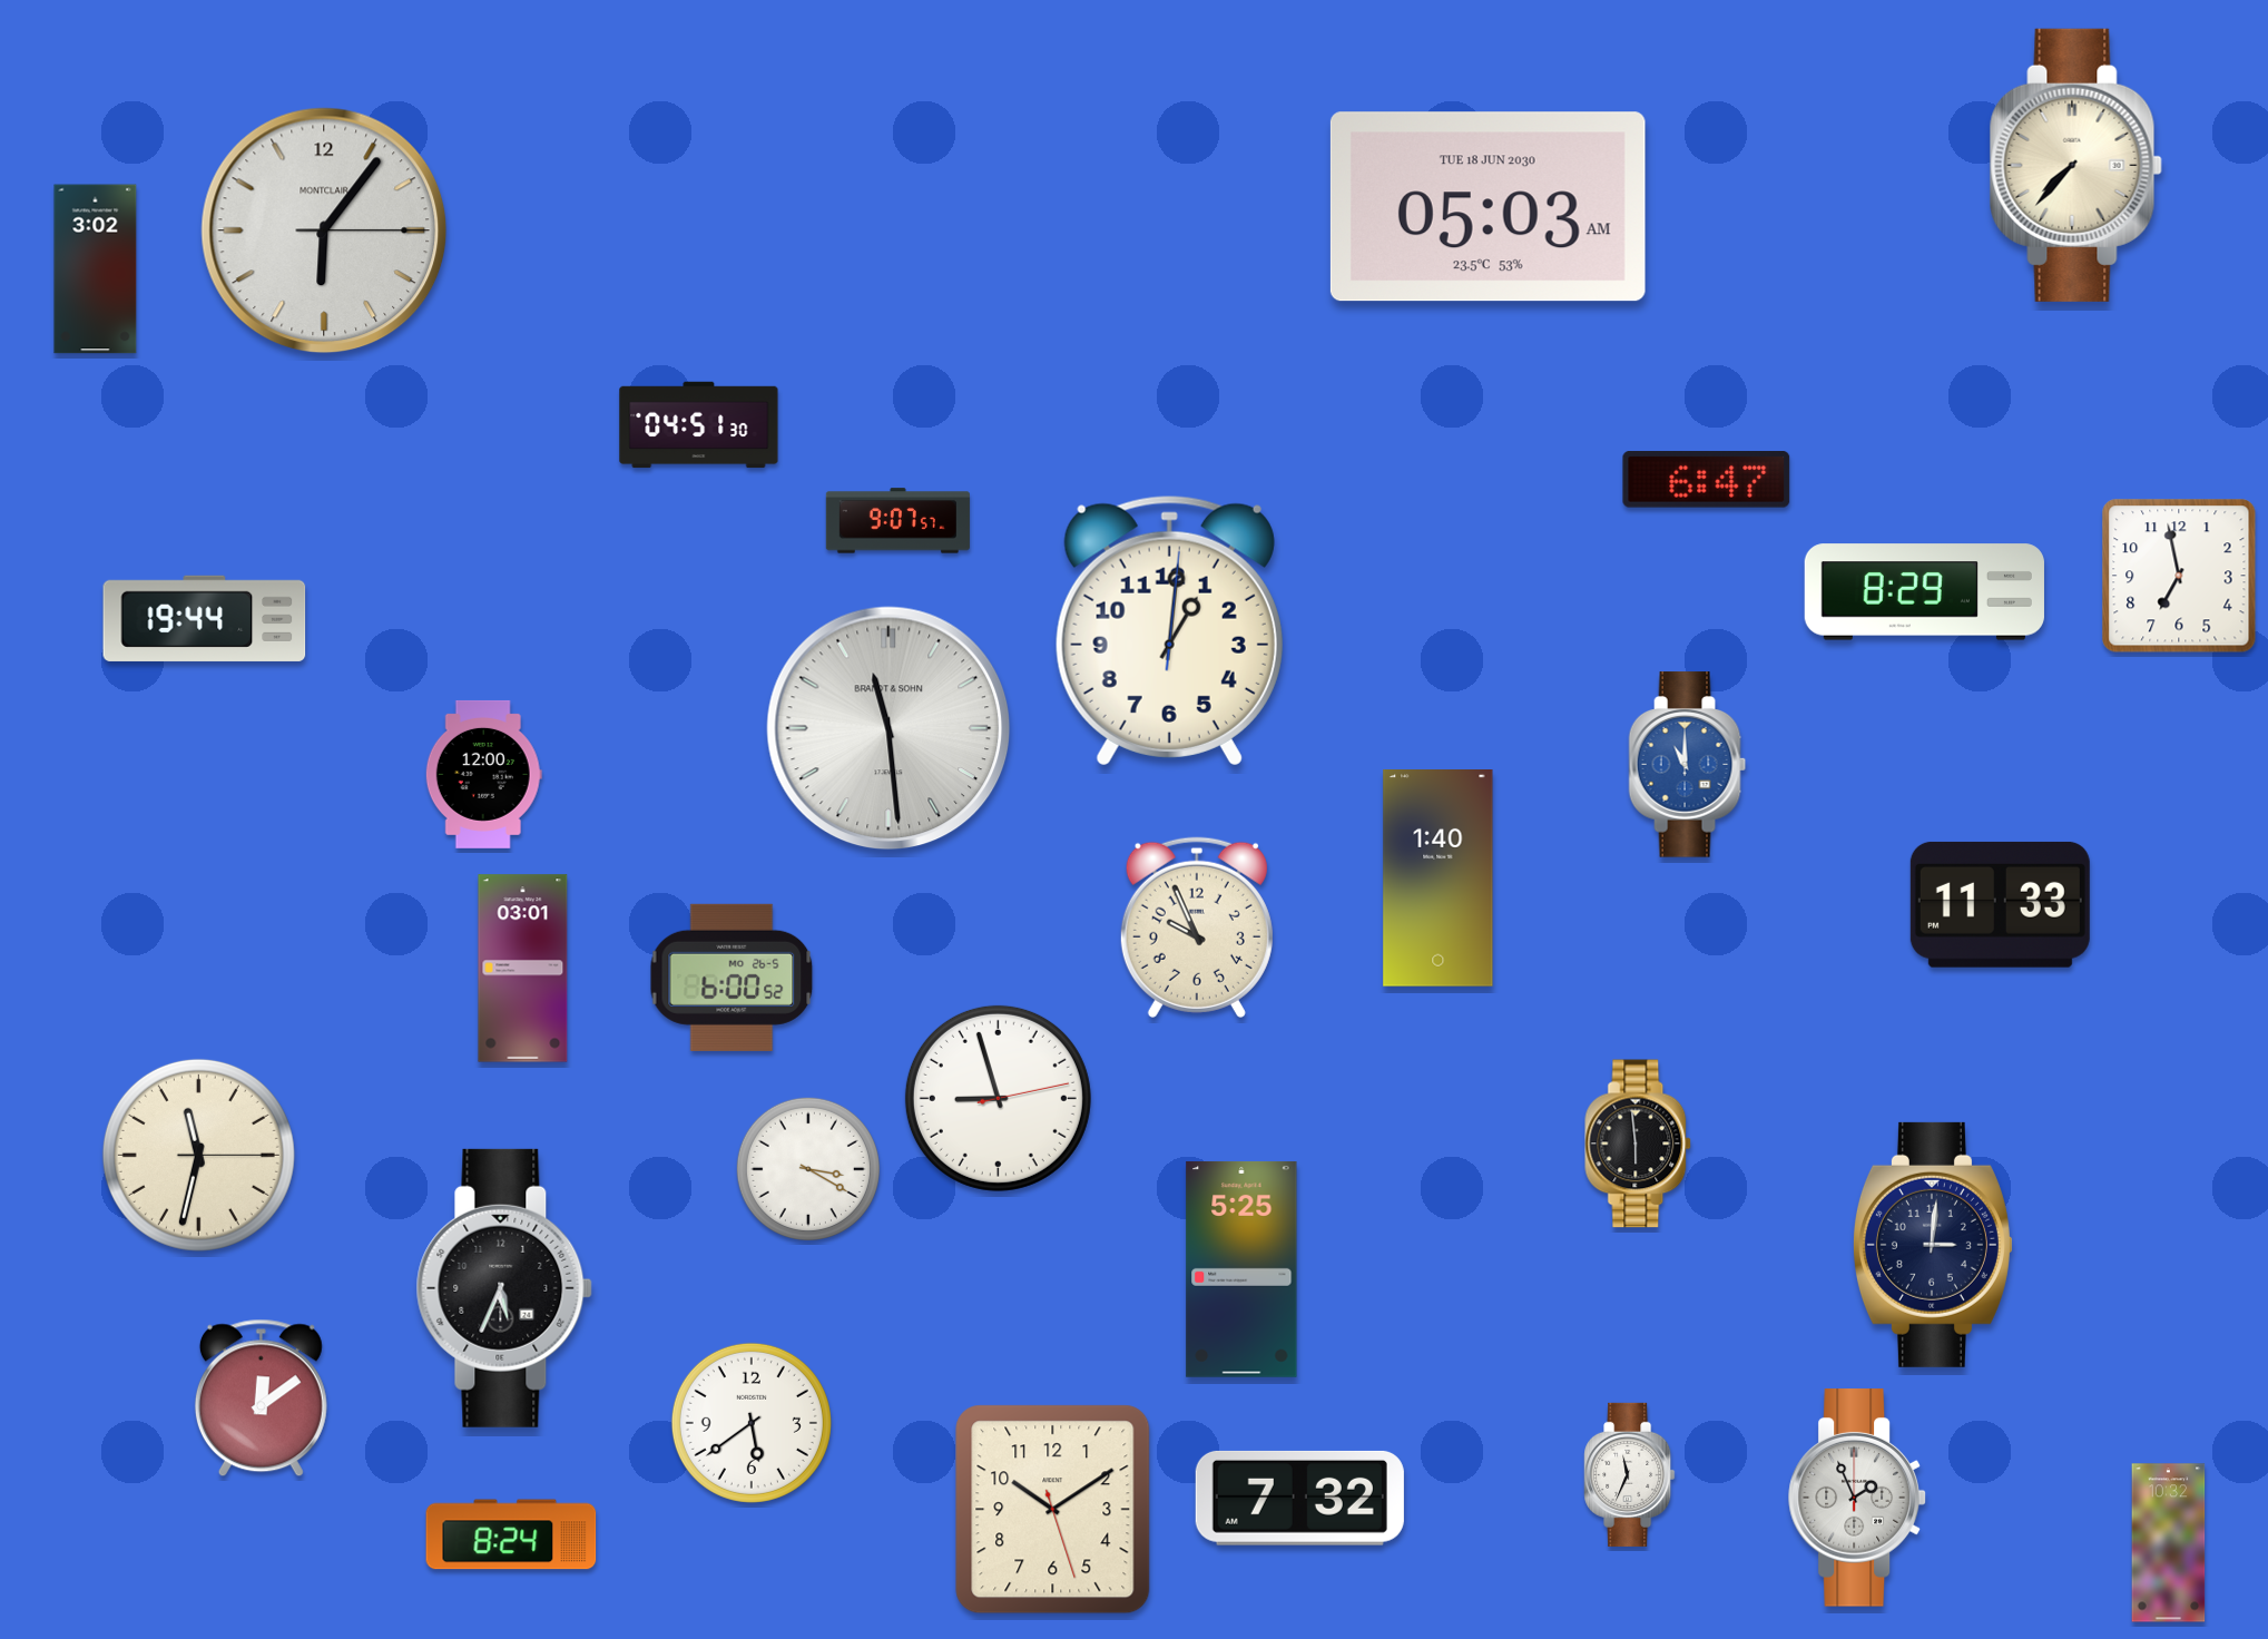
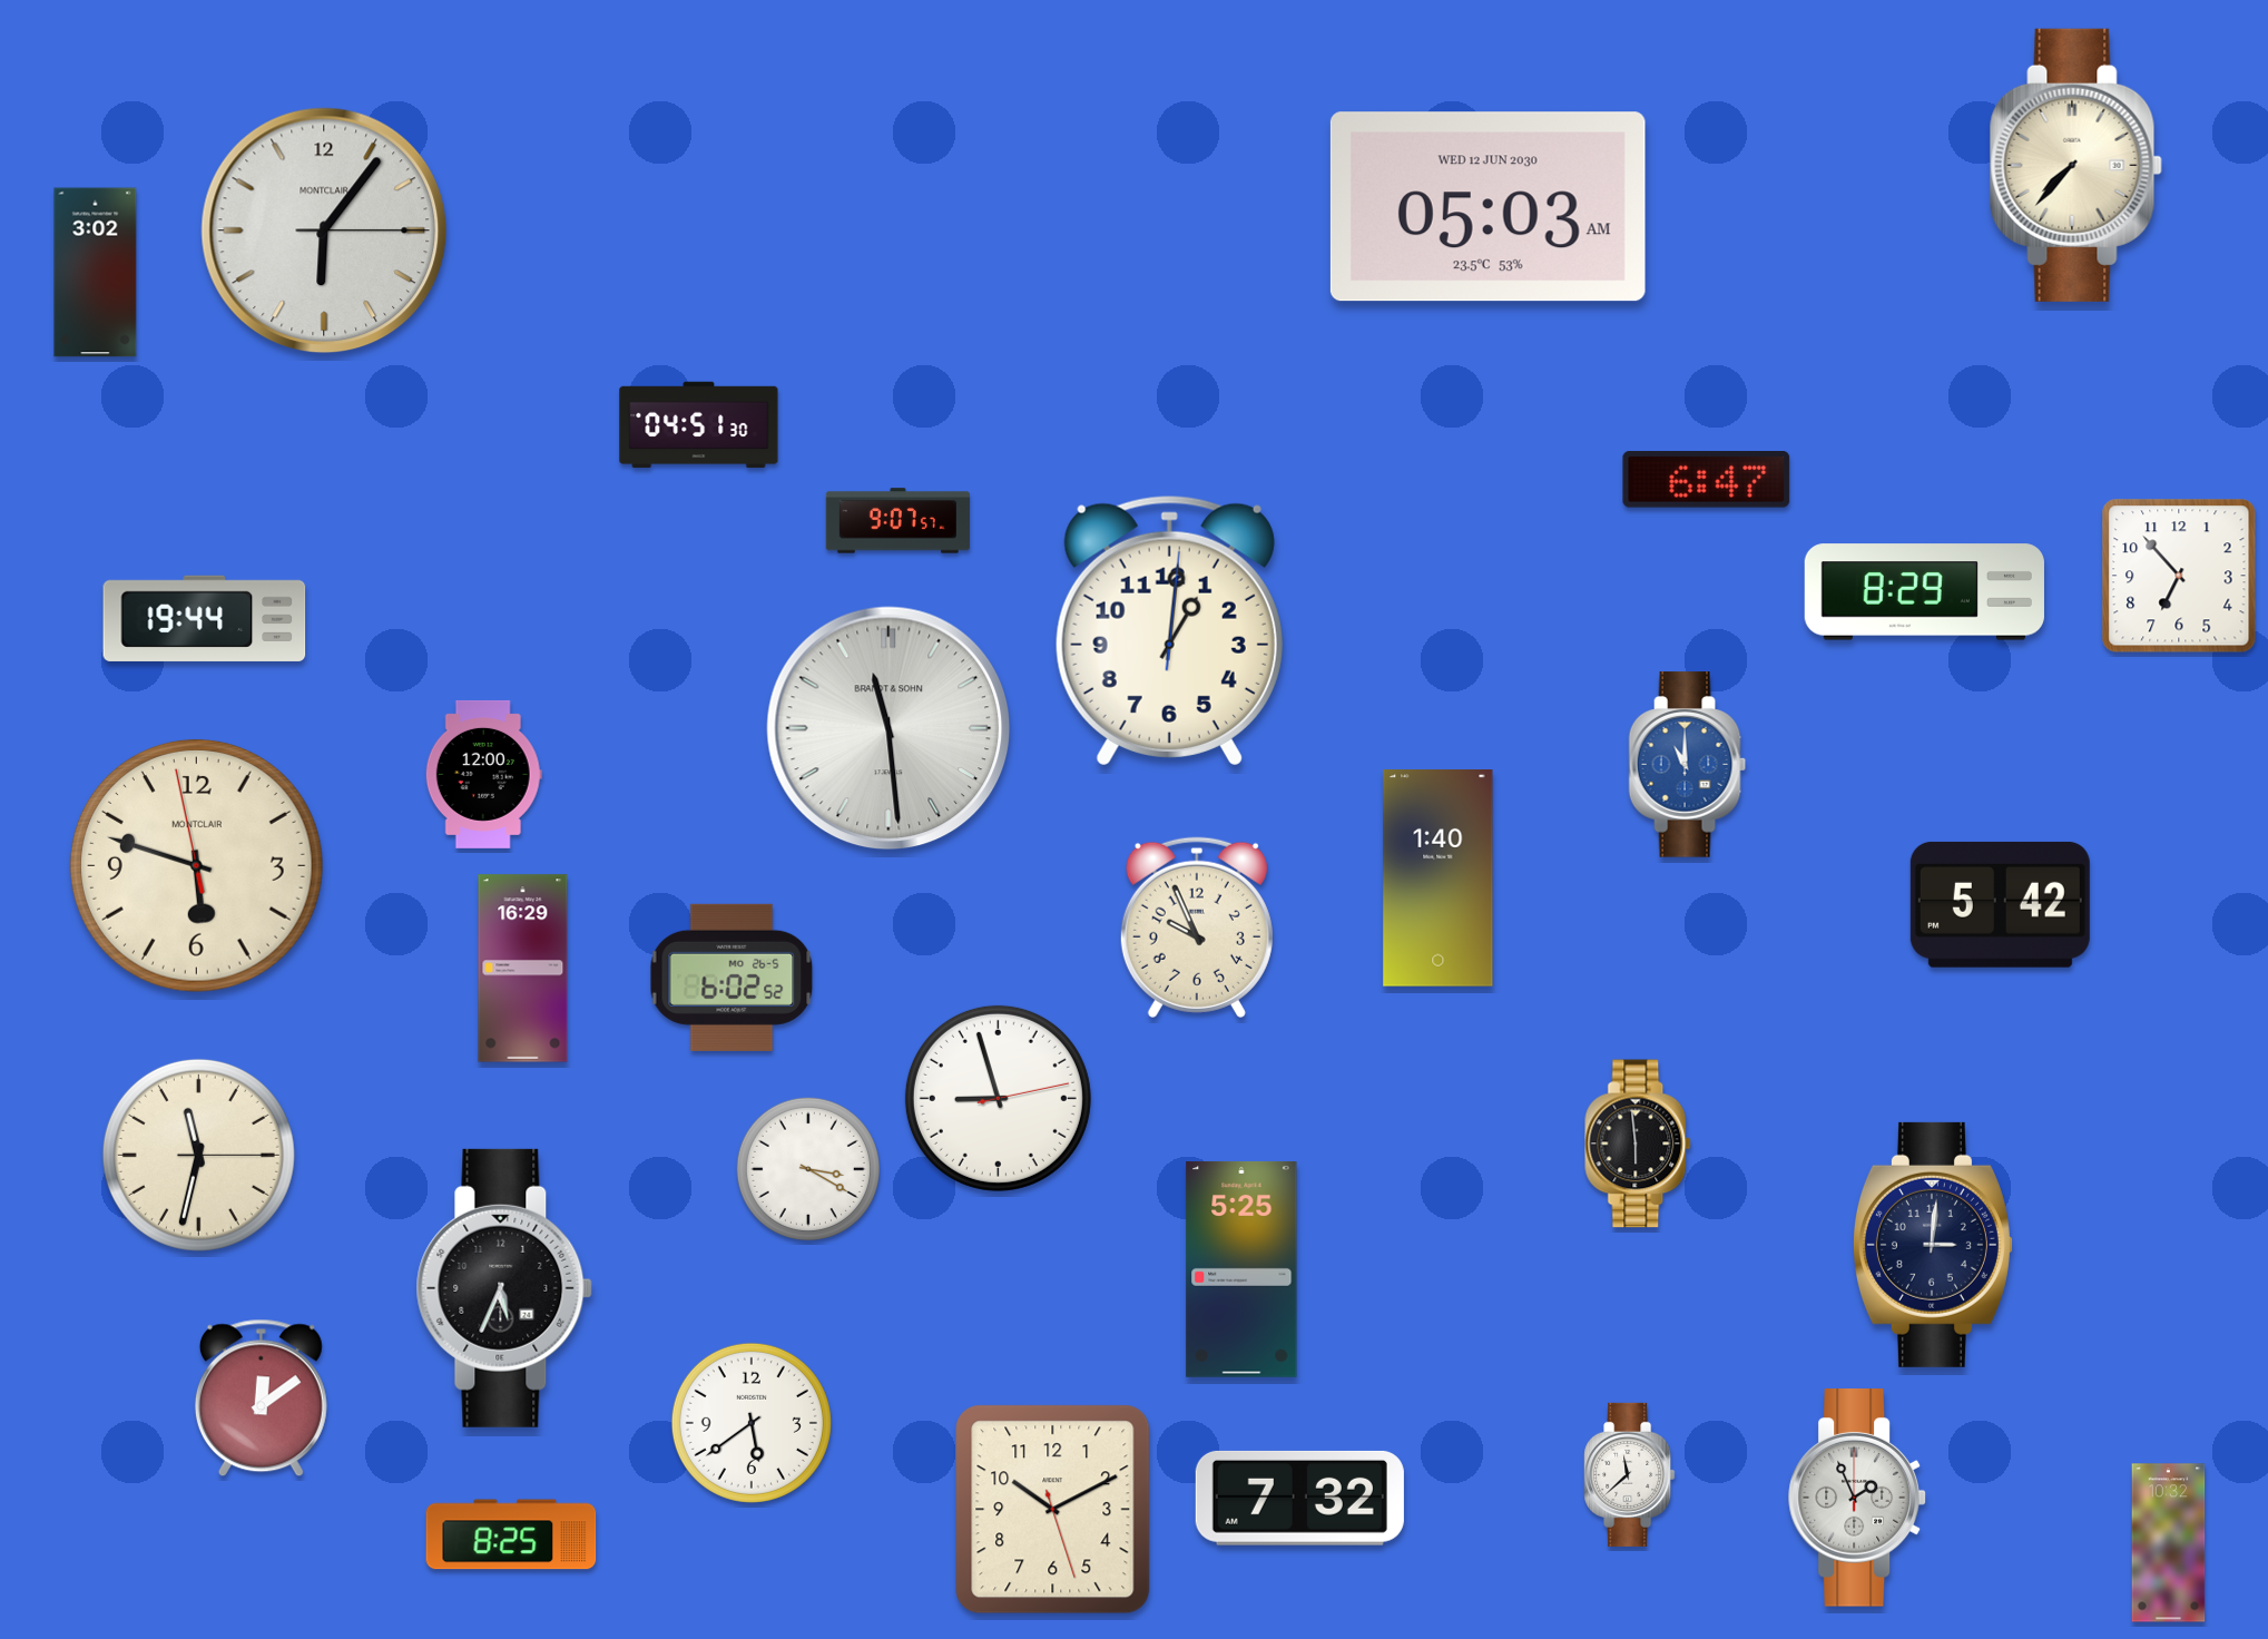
clock at (1488, 207) date: TUE 18 JUN 2030 -> WED 12 JUN 2030
clock at (96, 269) position: (96, 269) -> (96, 273)
clock at (2179, 576): 6:58 -> 6:53
clock at (196, 865): none -> 5:47
clock at (2000, 904): 11:33 -> 5:42
clock at (523, 969): 03:01 -> 16:29
clock at (732, 978): 6:00 -> 6:02
clock at (1630, 1474): 11:34 -> 11:38
clock at (1053, 1510): 10:09 -> 10:10
clock at (511, 1534): 8:24 -> 8:25
